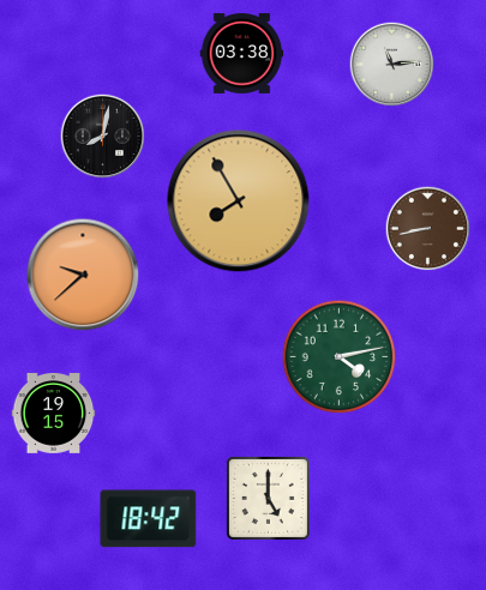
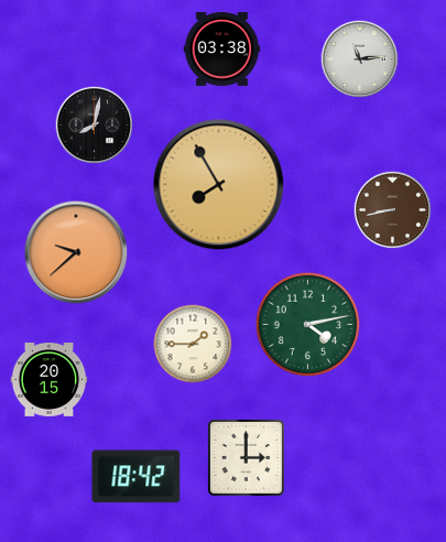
clock at (340, 357) position: (340, 357) -> (308, 325)
clock at (193, 344): none -> 1:45
clock at (54, 414): 19:15 -> 20:15
clock at (268, 498): 5:00 -> 3:00
